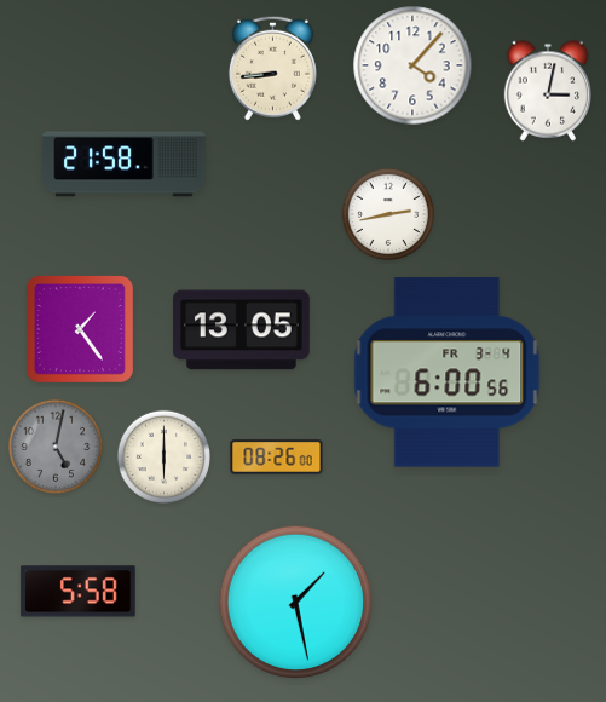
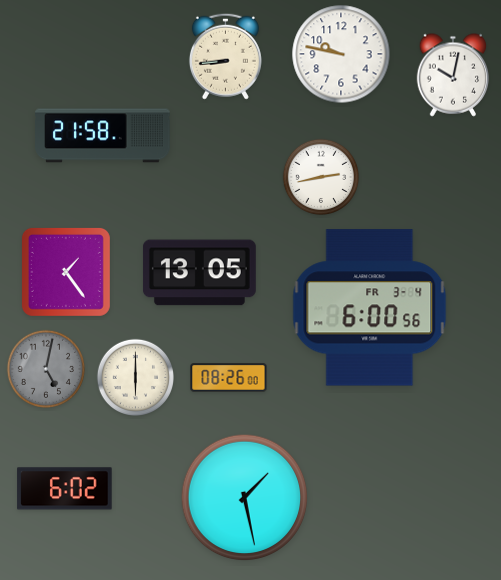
clock at (412, 65): 4:07 -> 9:47
clock at (548, 91): 3:02 -> 10:02
clock at (79, 592): 5:58 -> 6:02
